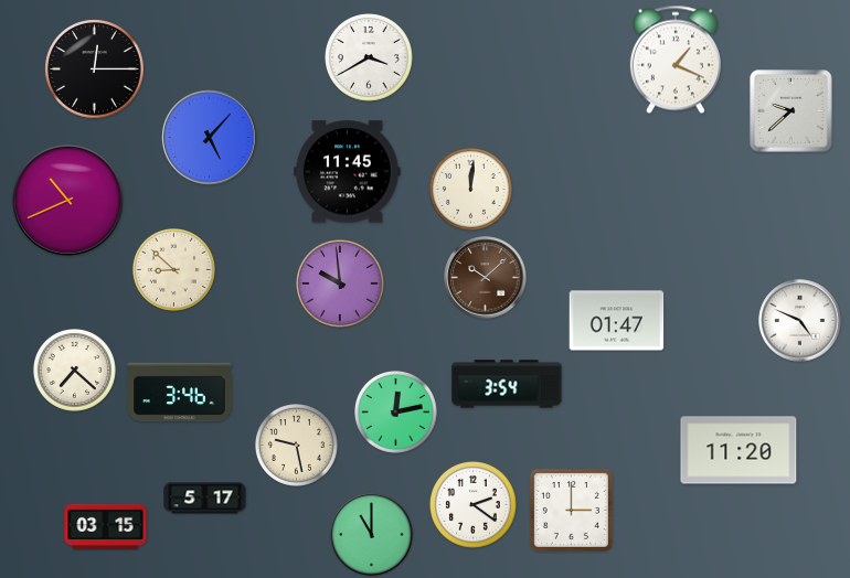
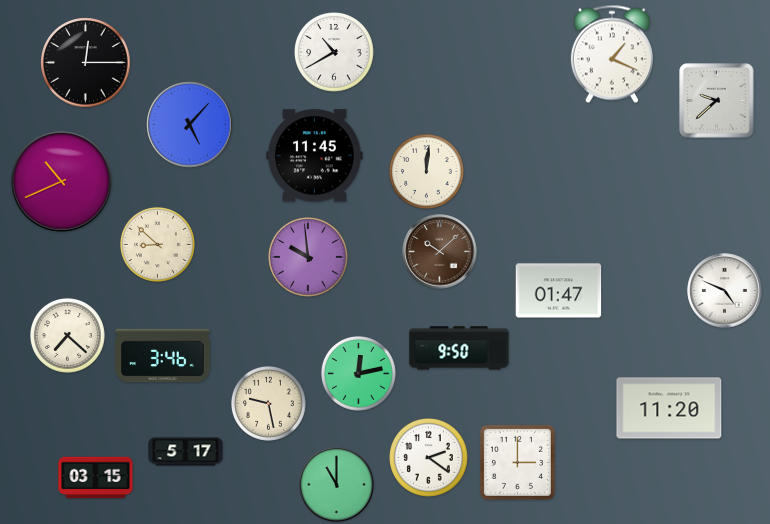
clock at (370, 58): 3:40 -> 10:40
clock at (507, 384): 3:54 -> 9:50
